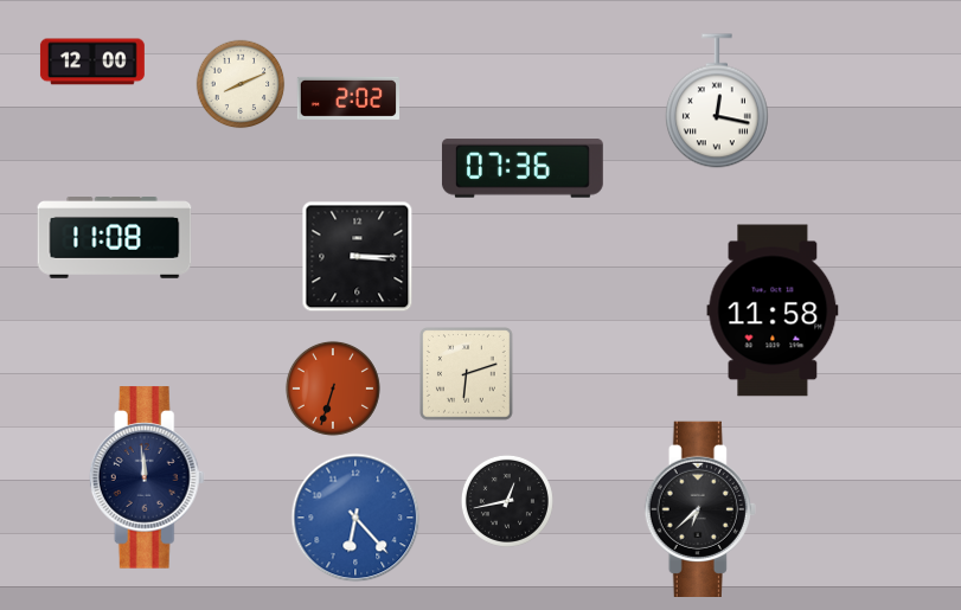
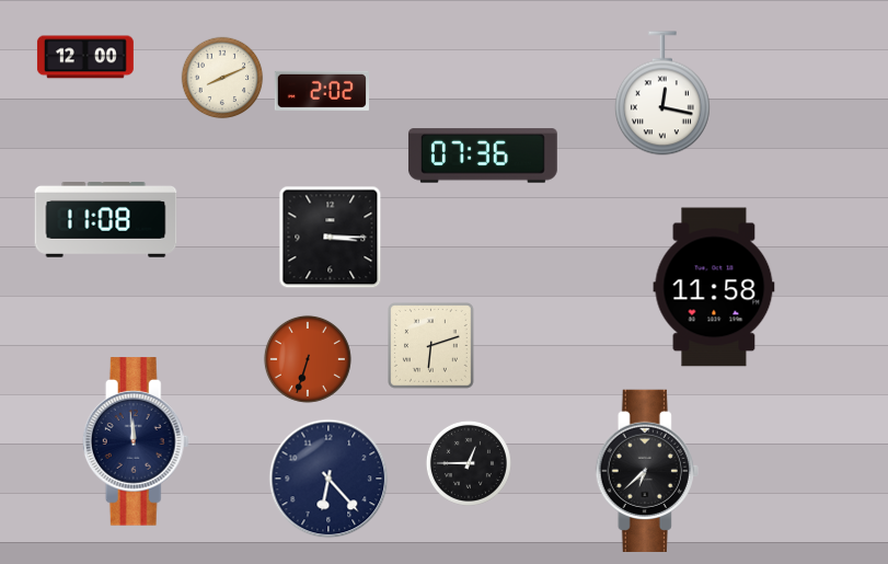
clock at (507, 501): 12:43 -> 12:45
clock at (355, 518) dial: blue -> navy
